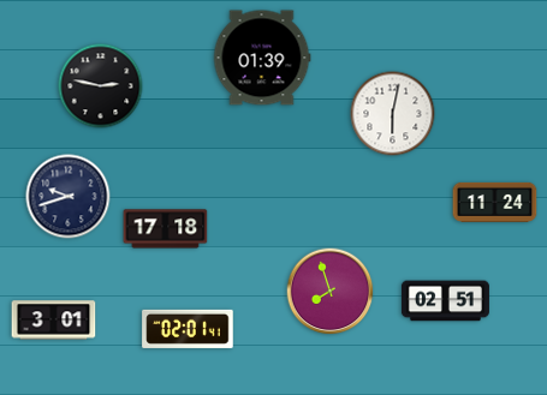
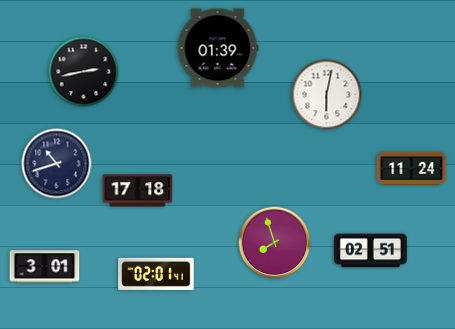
clock at (101, 86): 2:47 -> 2:43
clock at (69, 197): 9:42 -> 10:42
